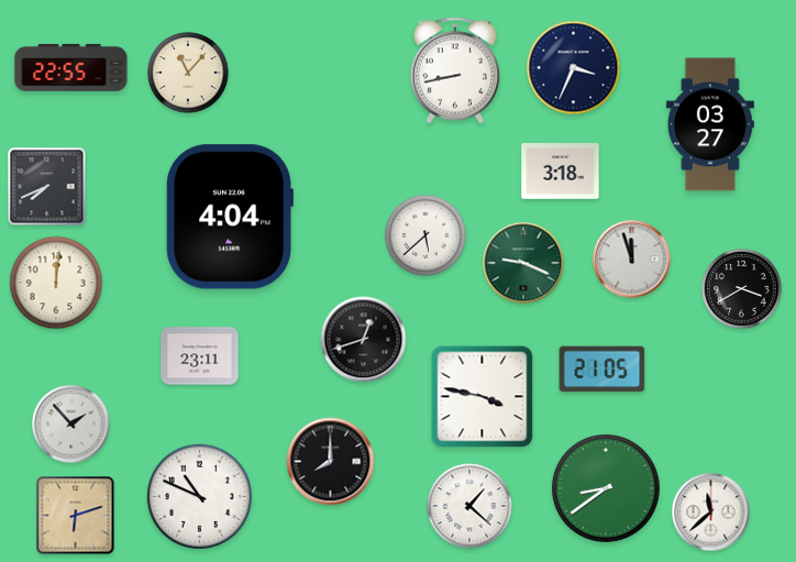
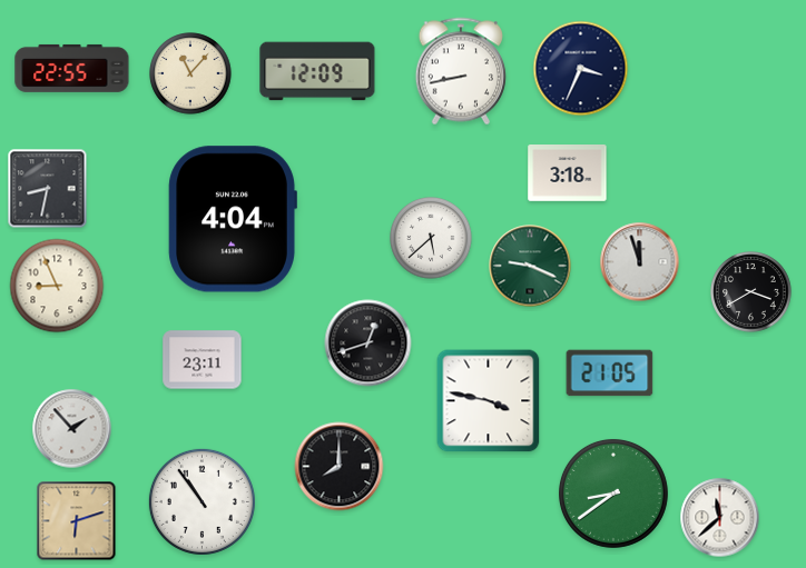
clock at (317, 71): none -> 12:09
clock at (710, 124): 03:27 -> none
clock at (47, 187): 7:41 -> 8:32
clock at (56, 283): 12:01 -> 8:56
clock at (331, 462) position: (331, 462) -> (340, 467)
clock at (199, 496): 10:49 -> 10:54
clock at (469, 506): 1:22 -> none
